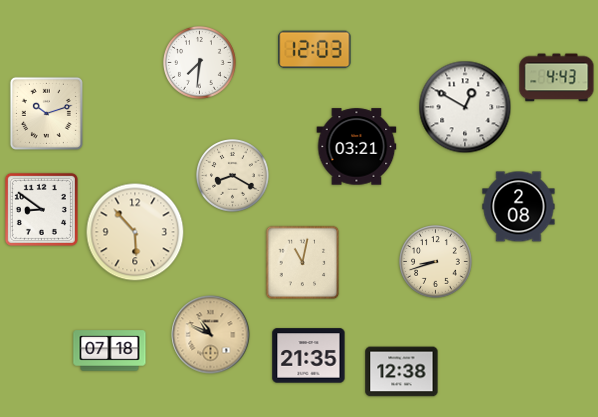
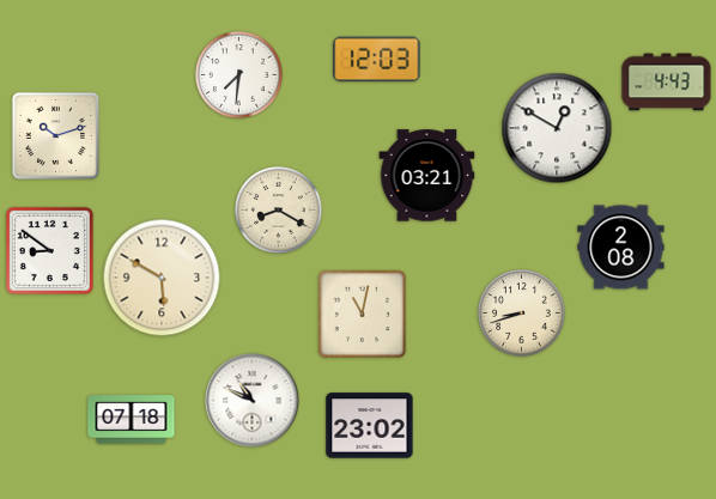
clock at (557, 78) position: (557, 78) -> (667, 83)
clock at (135, 232): 5:53 -> 5:50
clock at (211, 335) dial: champagne -> white
clock at (309, 356): 21:35 -> 23:02
clock at (402, 372): 12:38 -> none
